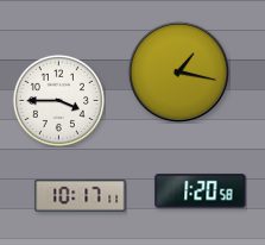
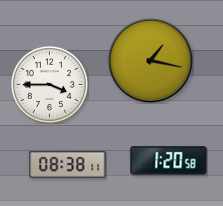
clock at (81, 195): 10:17 -> 08:38
